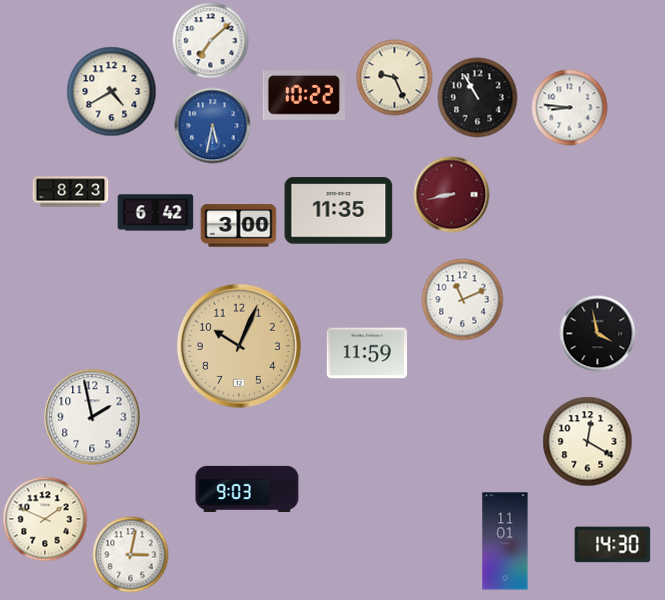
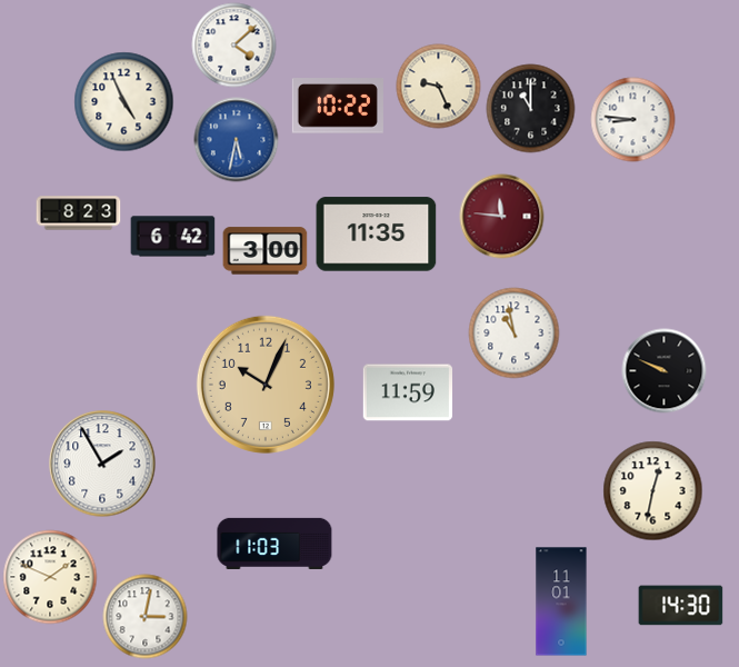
clock at (211, 41): 7:08 -> 4:08
clock at (112, 92): 4:40 -> 4:56
clock at (478, 98): 10:55 -> 11:00
clock at (452, 195): 8:43 -> 11:46
clock at (463, 300): 11:11 -> 10:58
clock at (598, 334): 3:58 -> 9:49
clock at (92, 417): 1:58 -> 1:55
clock at (588, 442): 12:20 -> 12:32
clock at (247, 489): 9:03 -> 11:03
